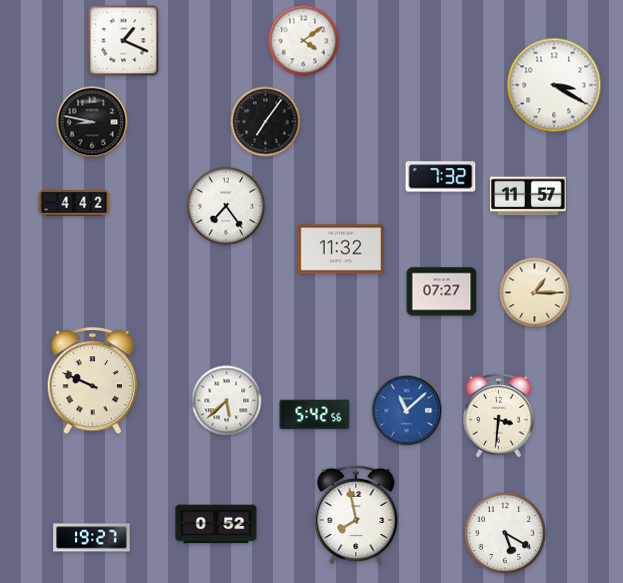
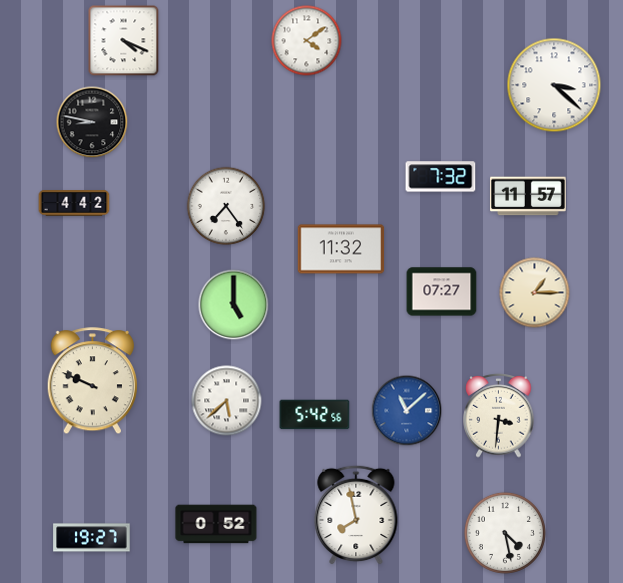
clock at (124, 41): 1:19 -> 4:19
clock at (304, 41) position: (304, 41) -> (307, 41)
clock at (554, 85): 3:20 -> 3:22
clock at (266, 122): 7:06 -> none
clock at (234, 305): none -> 5:00
clock at (505, 533): 5:20 -> 4:28
